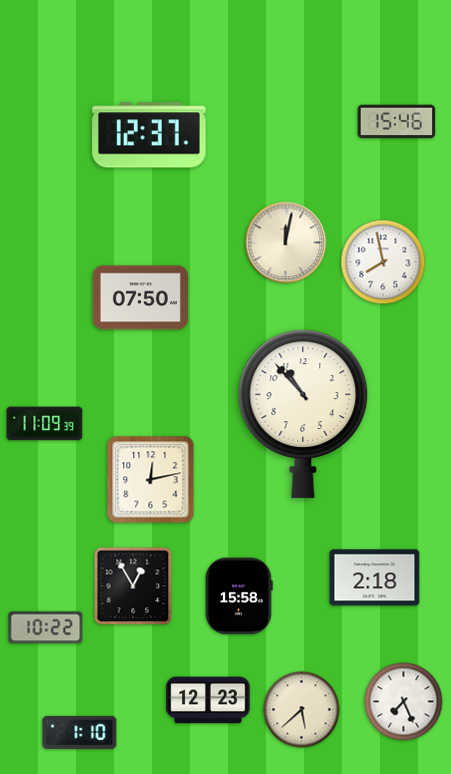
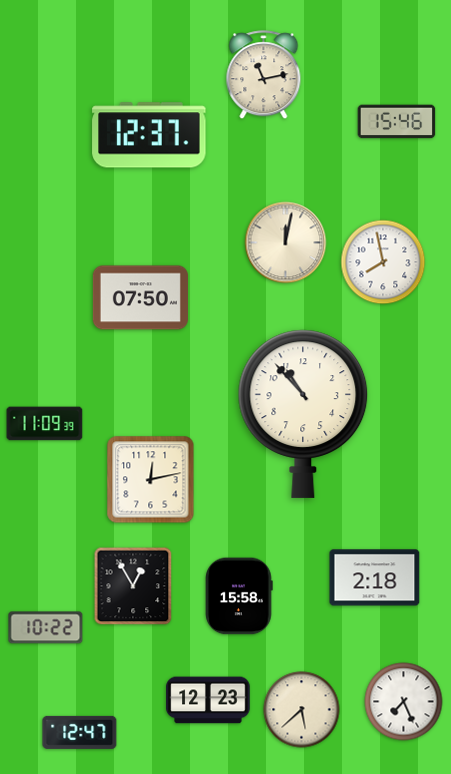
clock at (264, 75): none -> 11:13
clock at (80, 732): 1:10 -> 12:47
